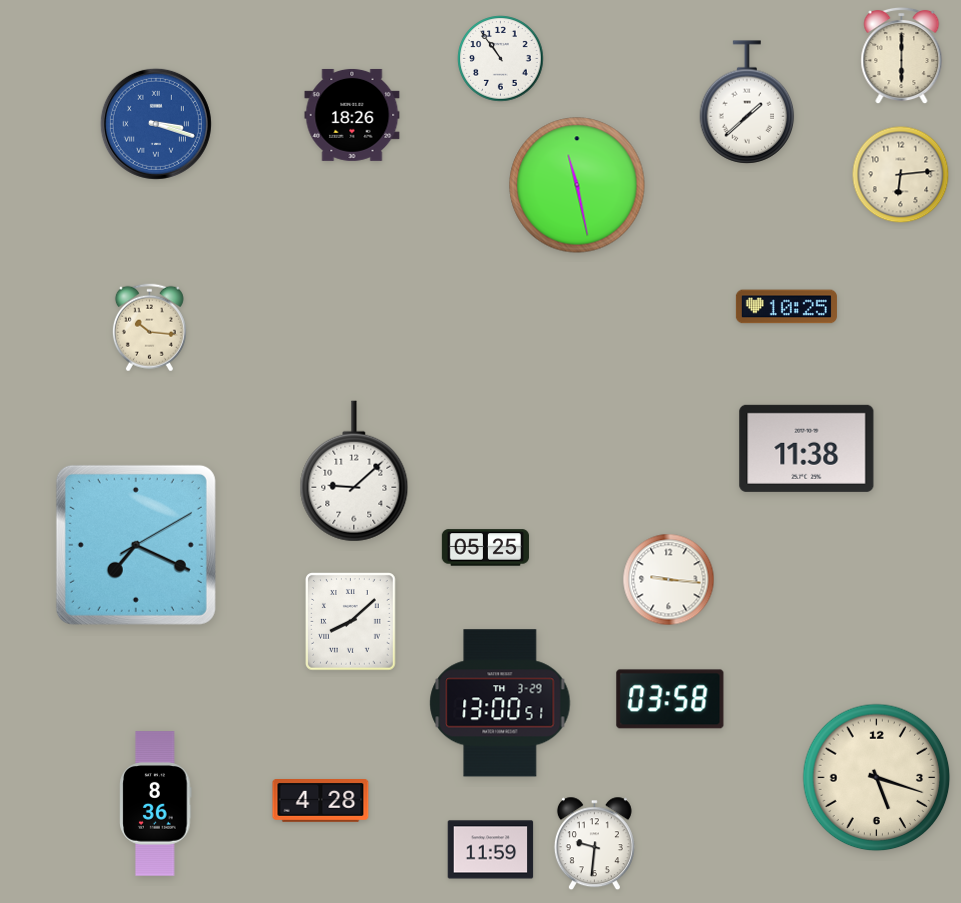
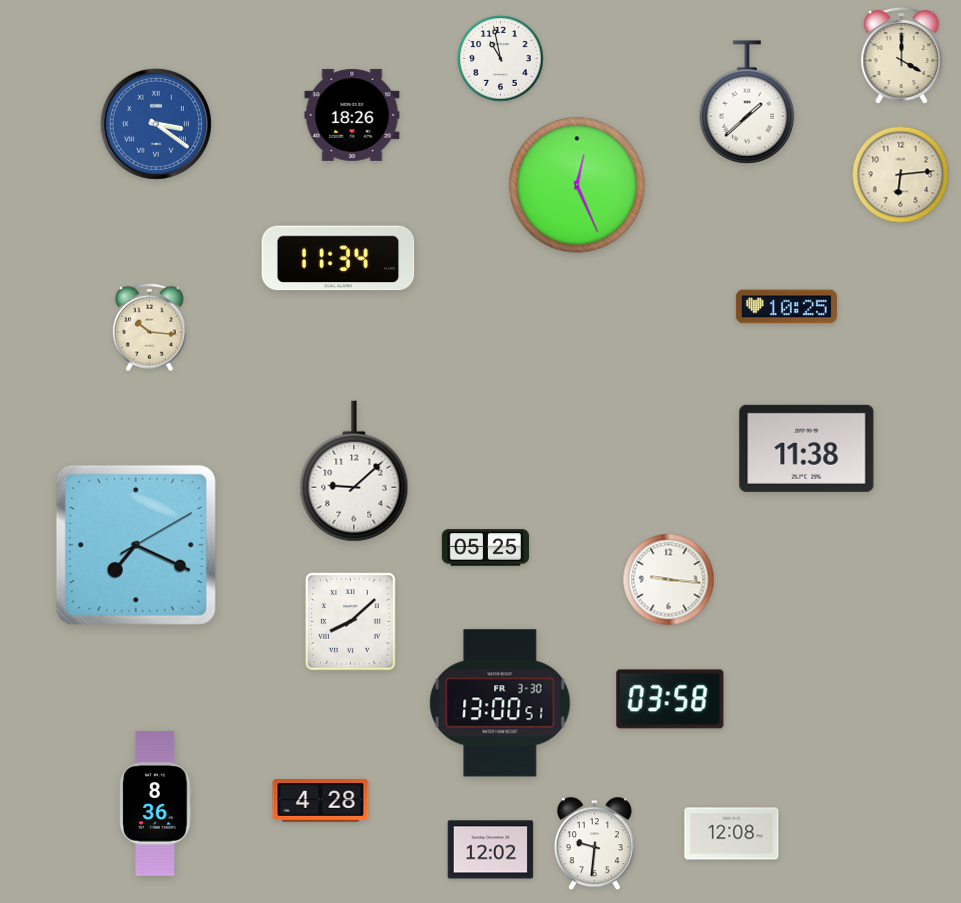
clock at (902, 56): 6:00 -> 4:00
clock at (501, 59): 10:54 -> 10:58
clock at (156, 124): 3:18 -> 3:21
clock at (577, 185): 11:28 -> 12:26
clock at (338, 258): none -> 11:34
clock at (500, 703) date: TH 3-29 -> FR 3-30
clock at (877, 778): 5:18 -> none
clock at (732, 834): none -> 12:08
clock at (491, 850): 11:59 -> 12:02
